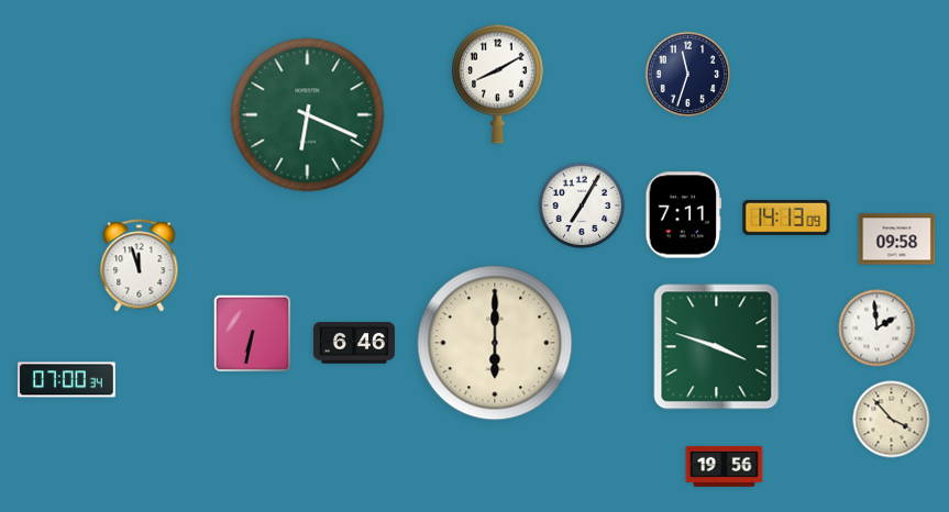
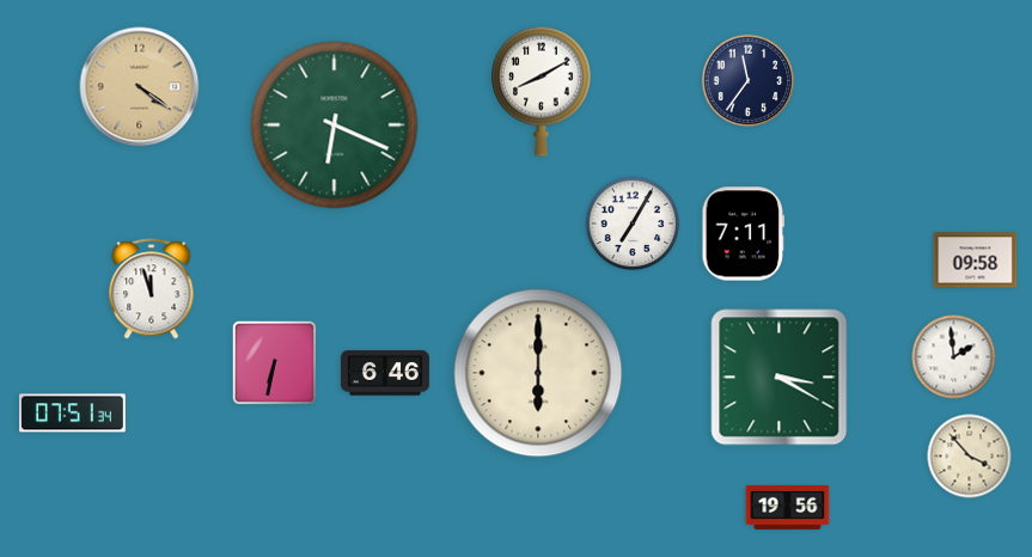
clock at (688, 75): 11:33 -> 11:36
clock at (140, 87): none -> 4:21
clock at (786, 218): 14:13 -> none
clock at (717, 347): 3:48 -> 3:20
clock at (67, 380): 07:00 -> 07:51
